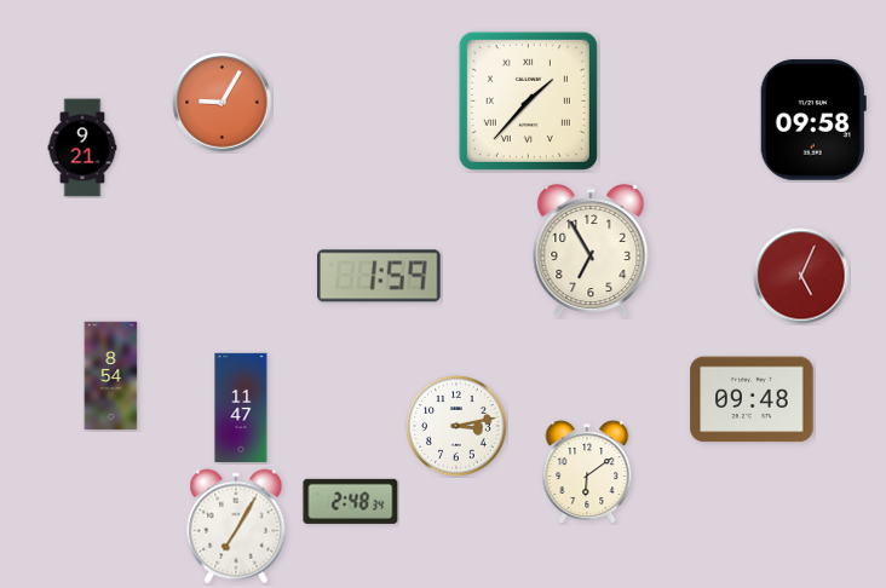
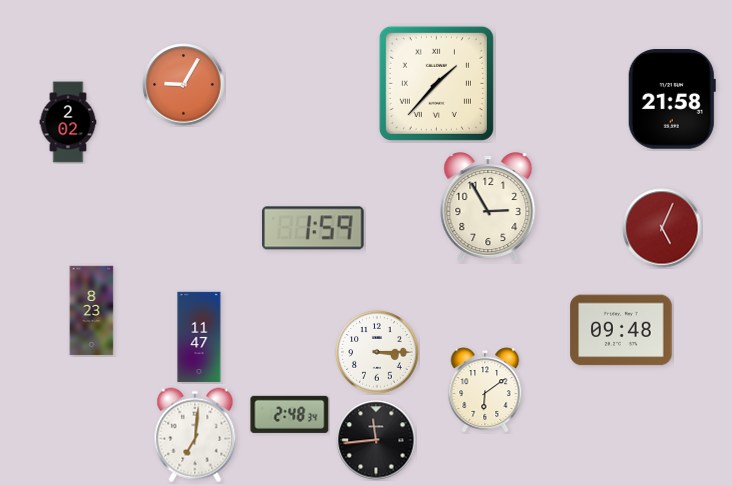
clock at (813, 120): 09:58 -> 21:58
clock at (82, 148): 9:21 -> 2:02
clock at (591, 252): 6:55 -> 2:55
clock at (111, 376): 8:54 -> 8:23
clock at (456, 426): 3:13 -> 3:15
clock at (236, 526): 7:05 -> 7:01
clock at (376, 440): none -> 11:44
